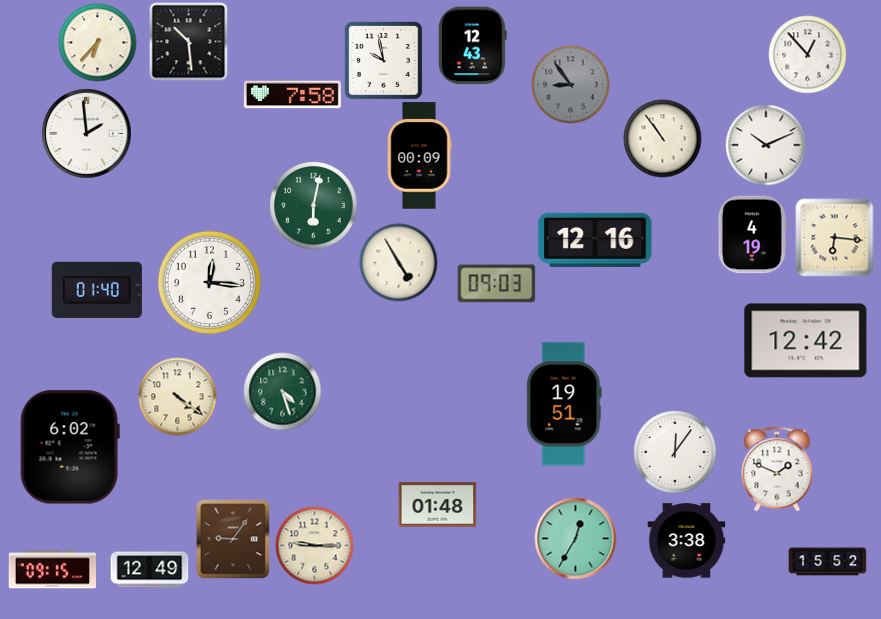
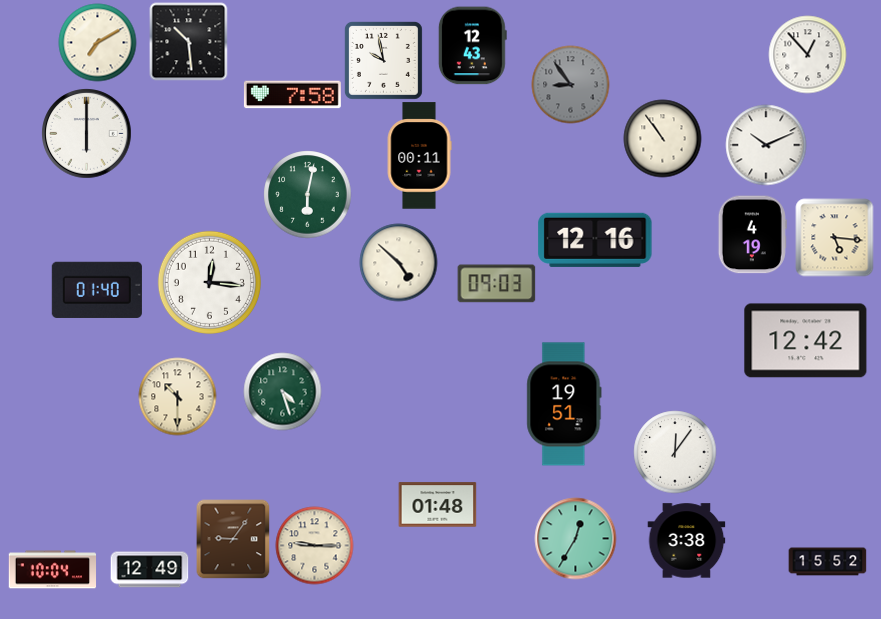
clock at (97, 42): 6:37 -> 7:10
clock at (86, 133): 1:59 -> 6:00
clock at (419, 156): 00:09 -> 00:11
clock at (313, 205) position: (313, 205) -> (307, 194)
clock at (834, 237): 6:16 -> 5:16
clock at (398, 262): 4:55 -> 4:52
clock at (177, 396): 4:21 -> 10:30
clock at (70, 447): 6:02 -> none
clock at (777, 469): 1:49 -> none
clock at (52, 570): 09:15 -> 10:04
